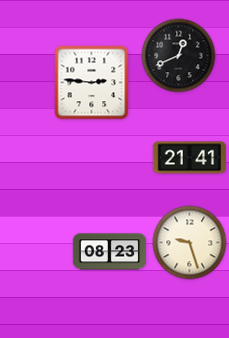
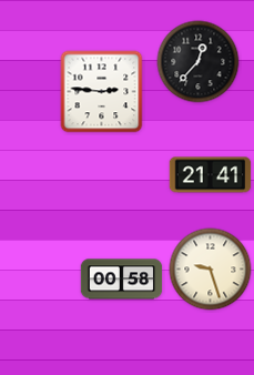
clock at (179, 56): 12:41 -> 12:37
clock at (110, 252): 08:23 -> 00:58
